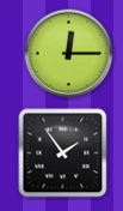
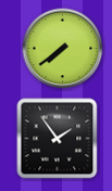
clock at (69, 54): 12:15 -> 7:39
